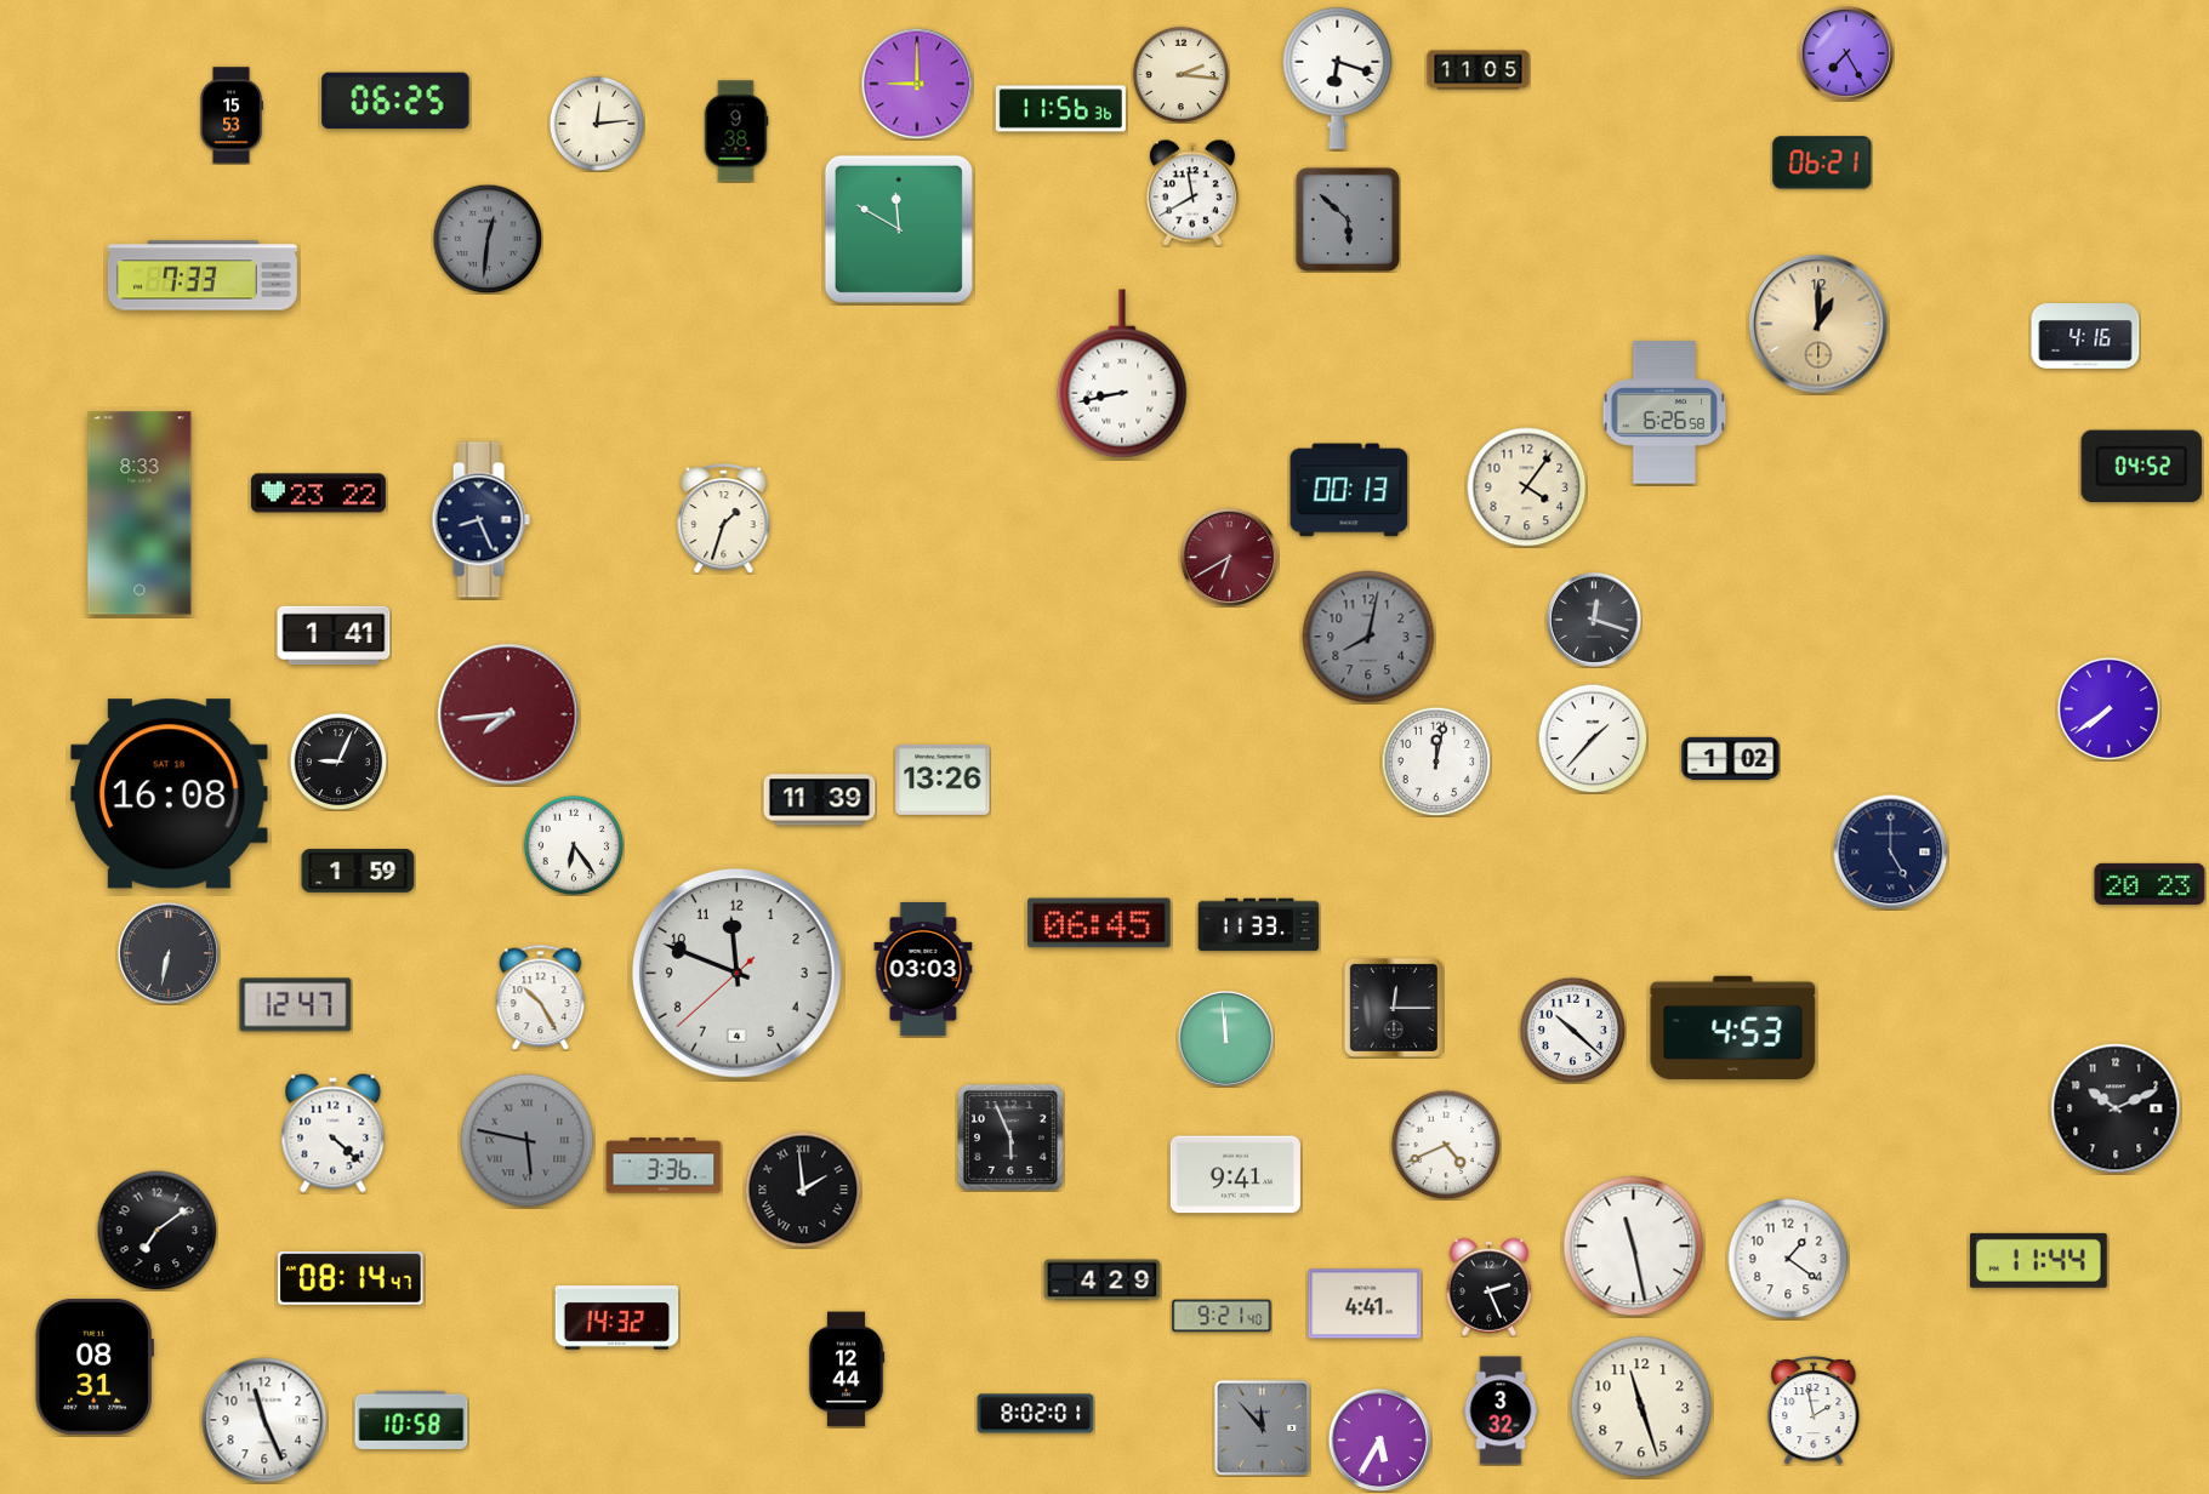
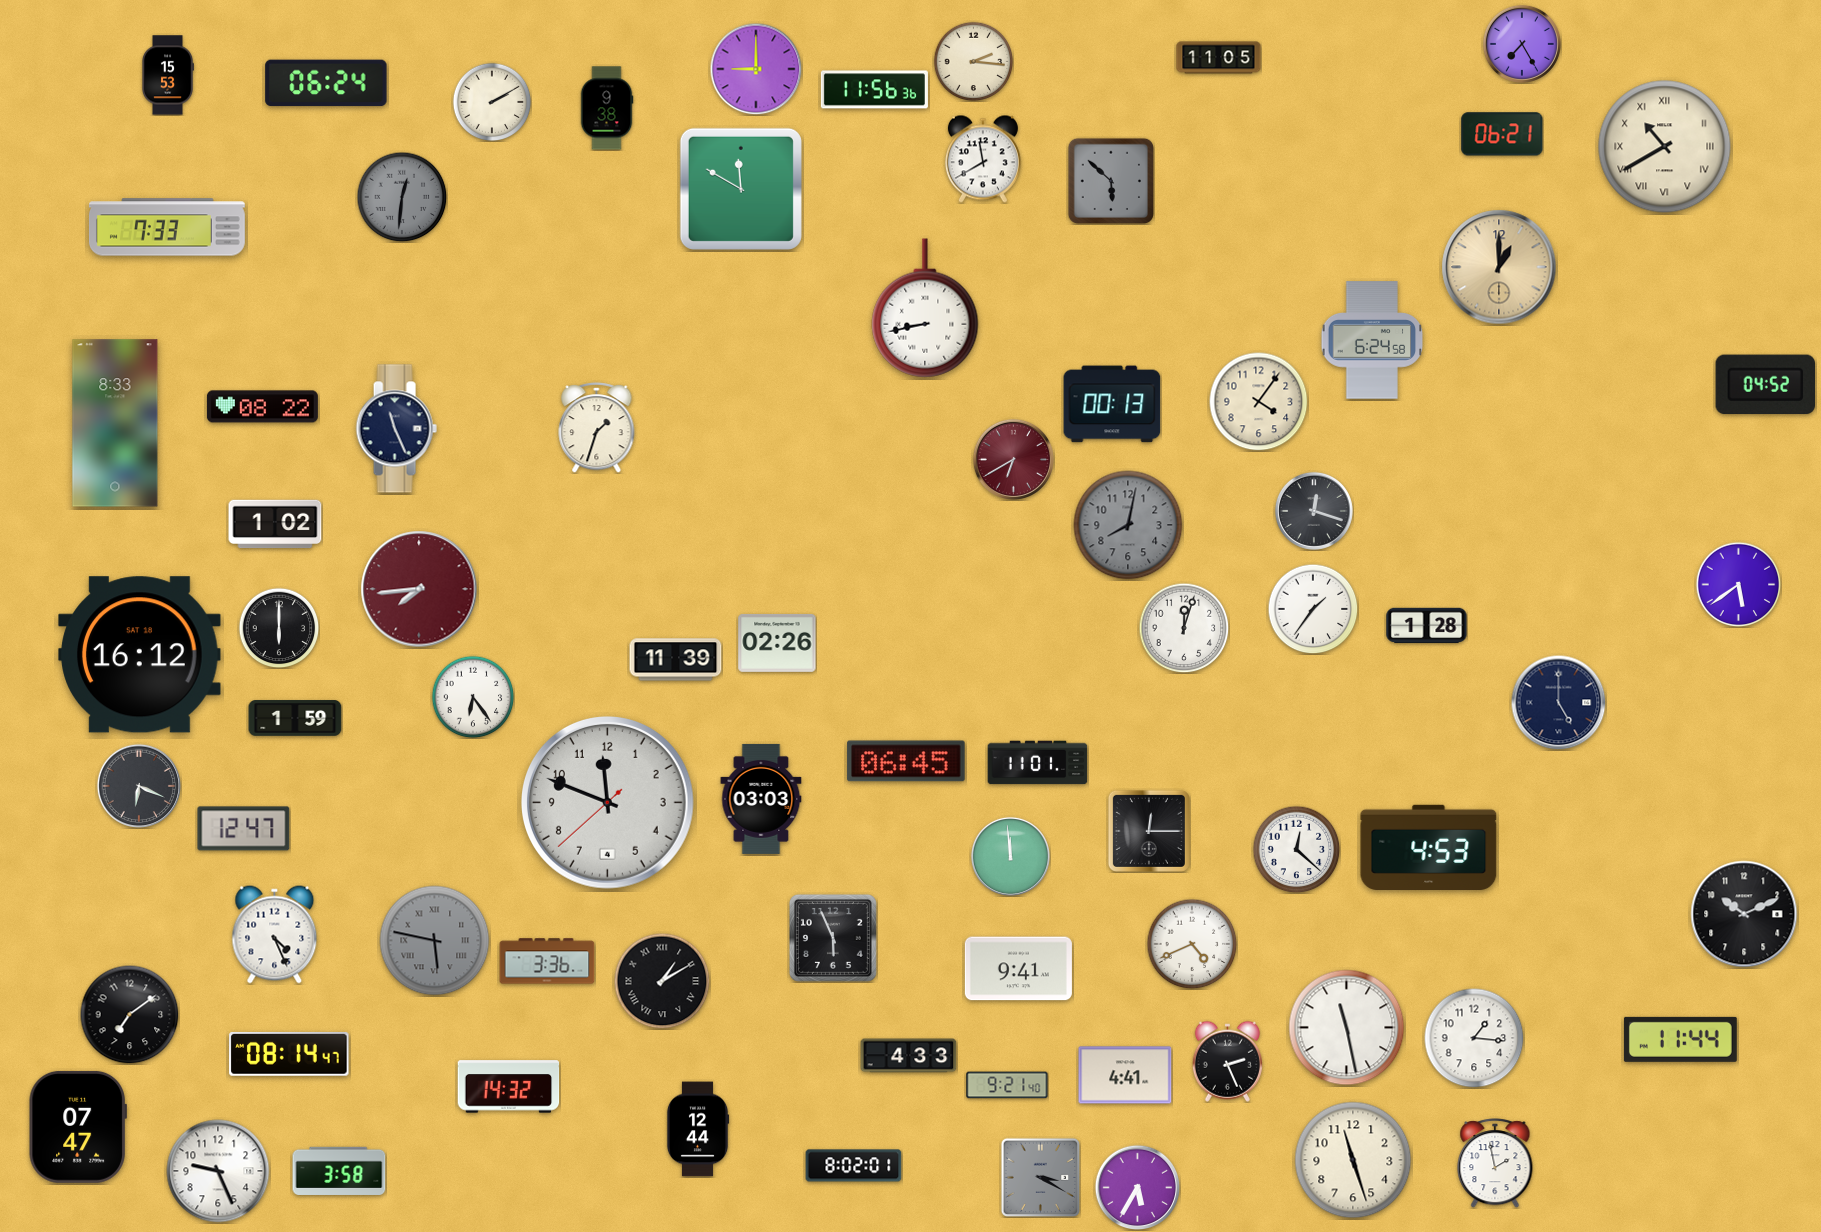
clock at (1338, 78): 6:18 -> none
clock at (395, 101): 06:25 -> 06:24
clock at (230, 115) position: (230, 115) -> (167, 75)
clock at (597, 124): 12:14 -> 2:10
clock at (1665, 147): none -> 10:40
clock at (2085, 336): 4:16 -> none
clock at (1664, 412): 6:26 -> 6:24
clock at (318, 494): 23:22 -> 08:22
clock at (480, 520): 8:26 -> 11:26
clock at (334, 635): 1:41 -> 1:02
clock at (2108, 708): 7:39 -> 5:39
clock at (1593, 739): 1:37 -> 1:36
clock at (1731, 759): 1:02 -> 1:28
clock at (338, 762): 9:04 -> 6:00
clock at (1436, 762): 12:02 -> 12:03
clock at (943, 780): 13:26 -> 02:26
clock at (170, 794): 16:08 -> 16:12
clock at (2150, 884): 20:23 -> none
clock at (1259, 925): 11:33 -> 11:01
clock at (167, 952): 6:32 -> 6:19
clock at (541, 997): 10:25 -> none
clock at (1572, 1030): 10:22 -> 12:22
clock at (334, 1134): 4:22 -> 4:26
clock at (803, 1190): 1:59 -> 1:10
clock at (1788, 1259): 1:21 -> 1:16
clock at (1103, 1281): 4:29 -> 4:33
clock at (95, 1367): 08:31 -> 07:47
clock at (1501, 1410): 3:32 -> none
clock at (264, 1420): 11:26 -> 9:26
clock at (411, 1420): 10:58 -> 3:58
clock at (1262, 1427): 11:53 -> 3:20
